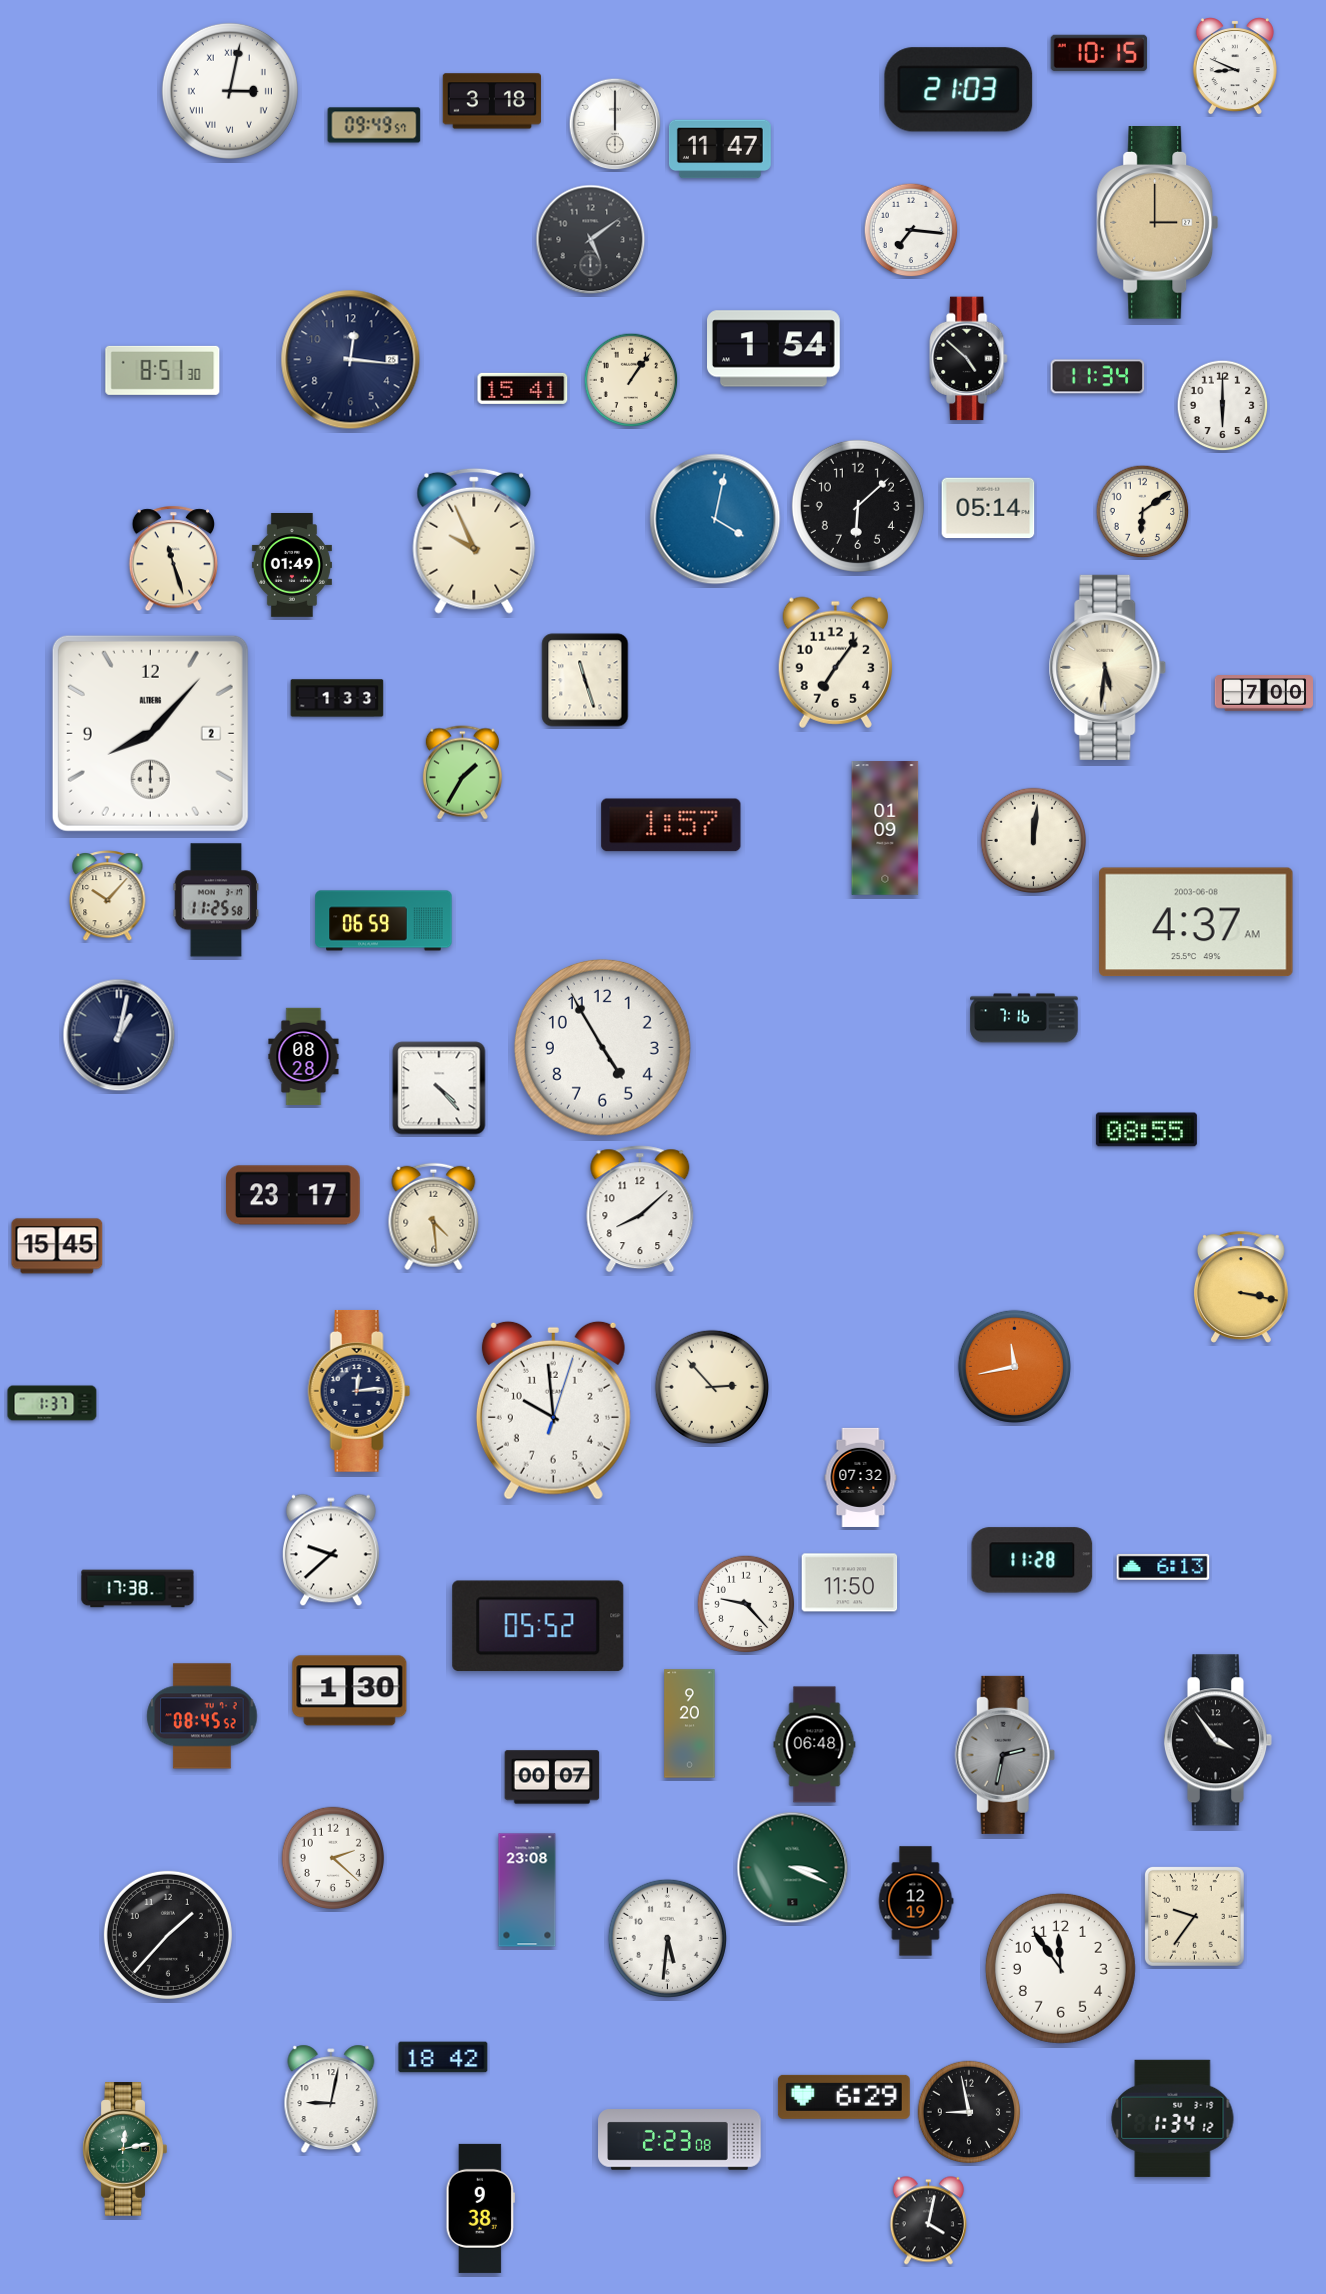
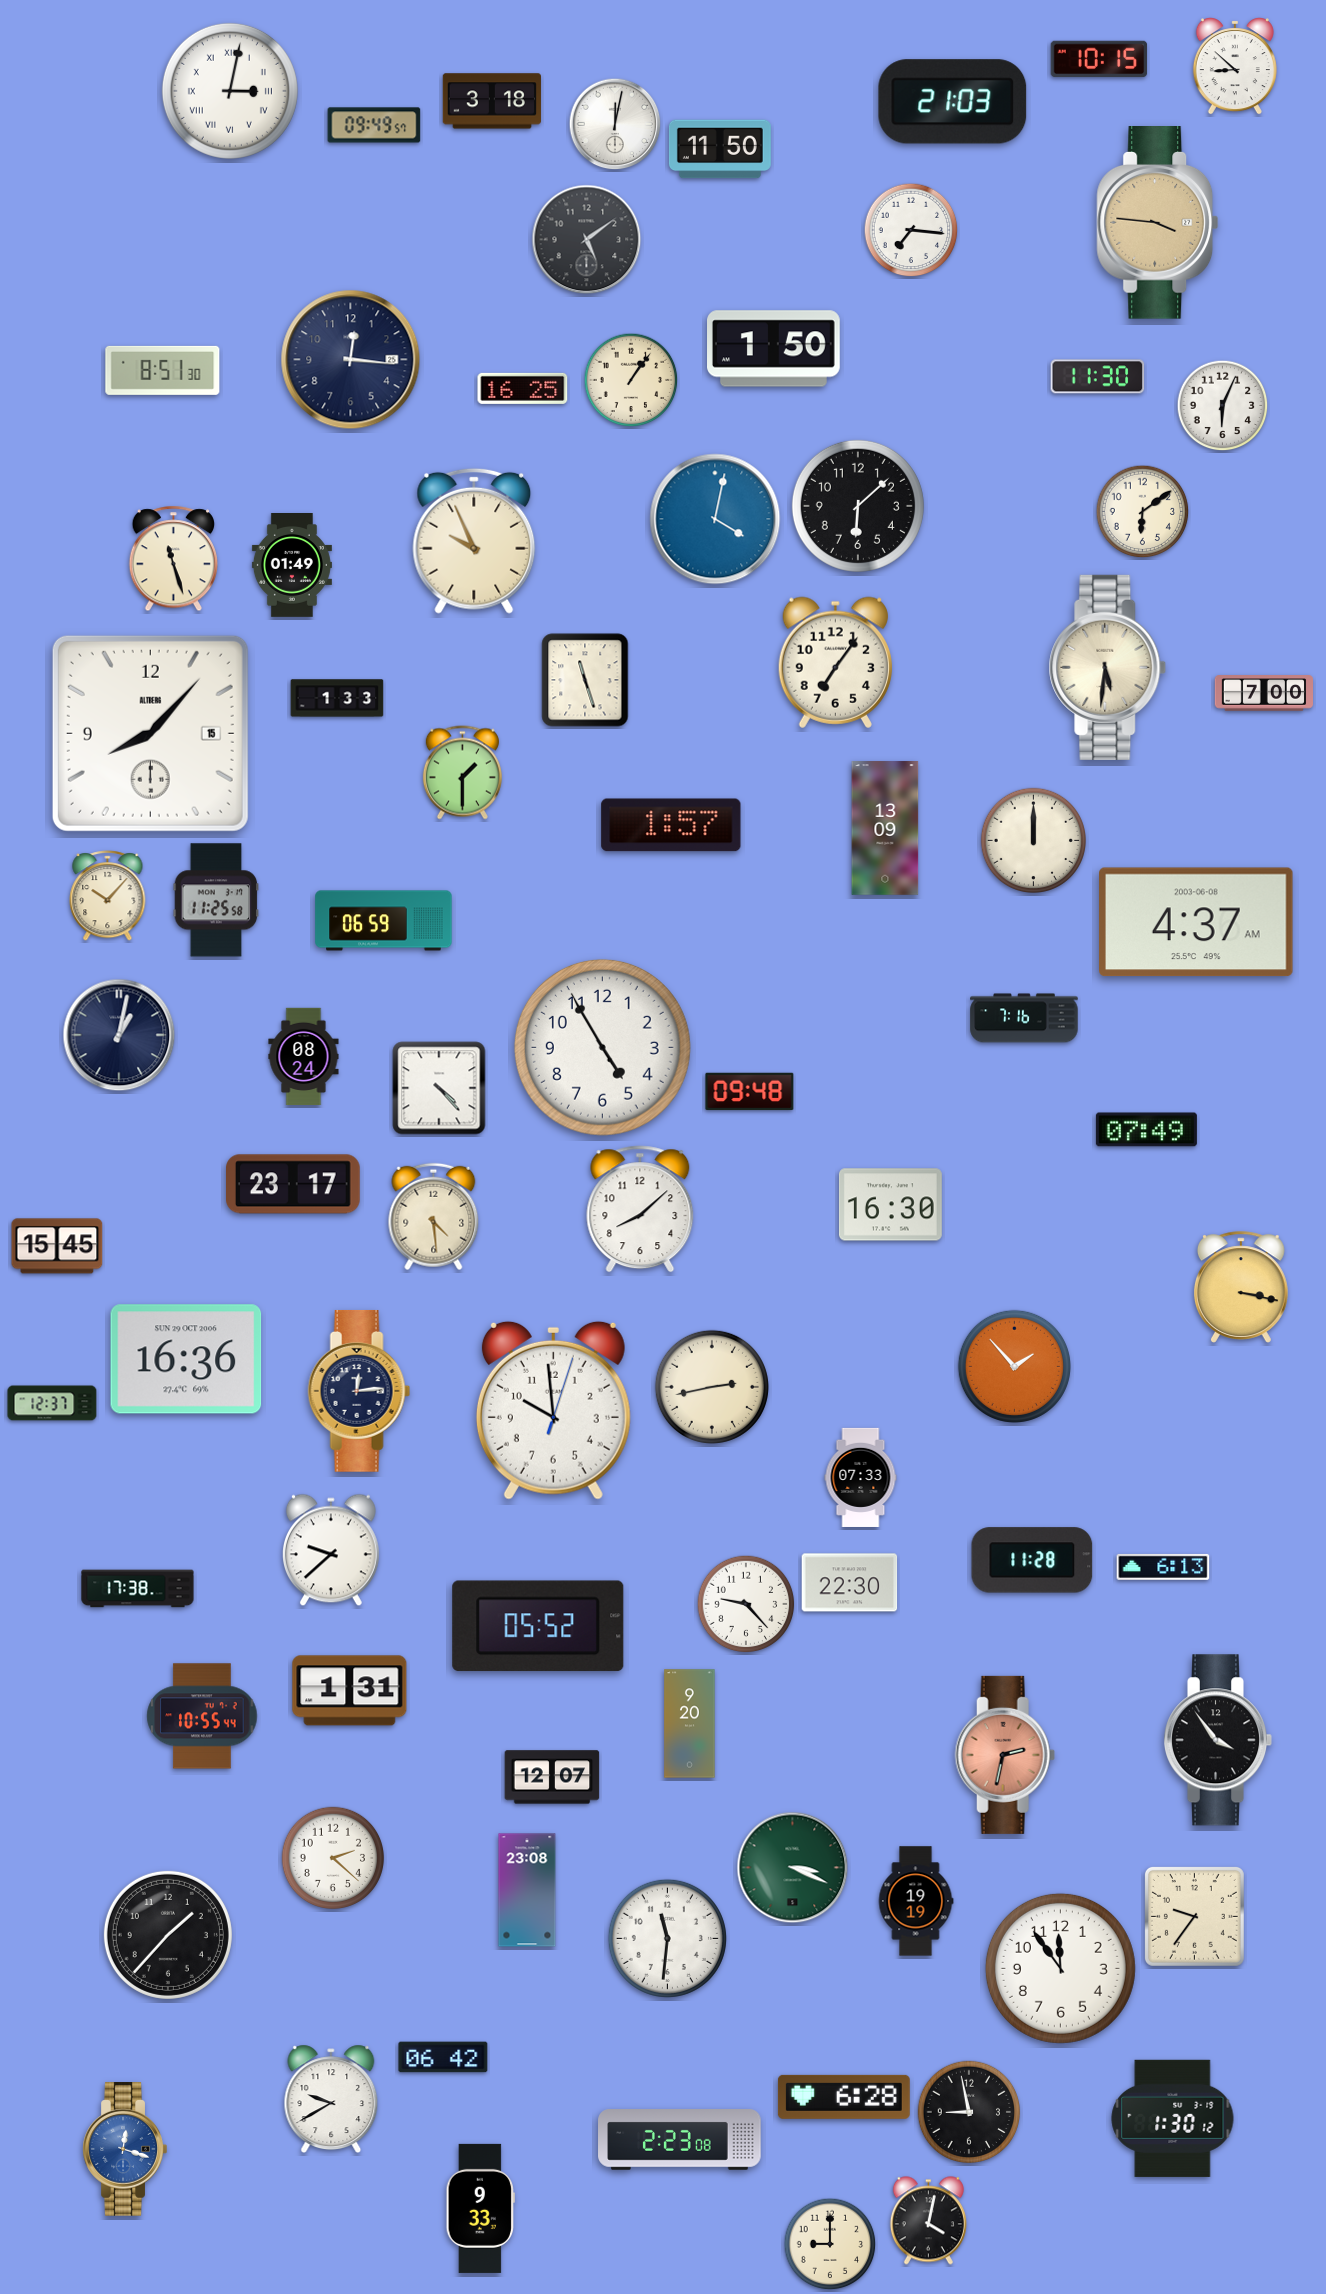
clock at (1099, 53) position: (1099, 53) -> (1099, 59)
clock at (1235, 66): 8:49 -> 8:52
clock at (959, 90) position: (959, 90) -> (953, 102)
clock at (615, 124): 12:00 -> 12:02
clock at (720, 149): 11:47 -> 11:50
clock at (1158, 223): 3:00 -> 3:46
clock at (591, 240) position: (591, 240) -> (587, 240)
clock at (774, 349): 1:54 -> 1:50
clock at (969, 359): 4:52 -> none
clock at (1098, 377): 11:34 -> 11:30
clock at (523, 388): 15:41 -> 16:25
clock at (1223, 406): 6:00 -> 6:04
clock at (988, 508): 05:14 -> none
clock at (150, 733) date: 2 -> 15
clock at (462, 773): 1:35 -> 1:30
clock at (885, 828): 01:09 -> 13:09
clock at (1033, 840): 12:01 -> 12:00
clock at (304, 1057): 08:28 -> 08:24
clock at (750, 1092): none -> 09:48
clock at (1146, 1130): 08:55 -> 07:49
clock at (294, 1195) position: (294, 1195) -> (294, 1184)
clock at (890, 1205): none -> 16:30
clock at (186, 1359): none -> 16:36
clock at (1014, 1366): 11:43 -> 1:53
clock at (712, 1387): 2:53 -> 2:43
clock at (52, 1403): 1:37 -> 12:37
clock at (861, 1477): 07:32 -> 07:33
clock at (850, 1583): 11:50 -> 22:30
clock at (350, 1691): 1:30 -> 1:31
clock at (202, 1716): 08:45 -> 10:55
clock at (815, 1745): 06:48 -> none
clock at (1005, 1755) dial: grey -> salmon
clock at (552, 1777): 00:07 -> 12:07
clock at (916, 1901): 12:19 -> 19:19
clock at (667, 1938): 5:31 -> 11:31
clock at (443, 2057): 18:42 -> 06:42
clock at (844, 2097): 6:29 -> 6:28
clock at (331, 2098): 9:02 -> 9:40
clock at (1173, 2118): 1:34 -> 1:30
clock at (125, 2149): 12:13 -> 12:18
clock at (125, 2149) dial: green -> blue
clock at (480, 2208): 9:38 -> 9:33
clock at (830, 2244): none -> 9:00
